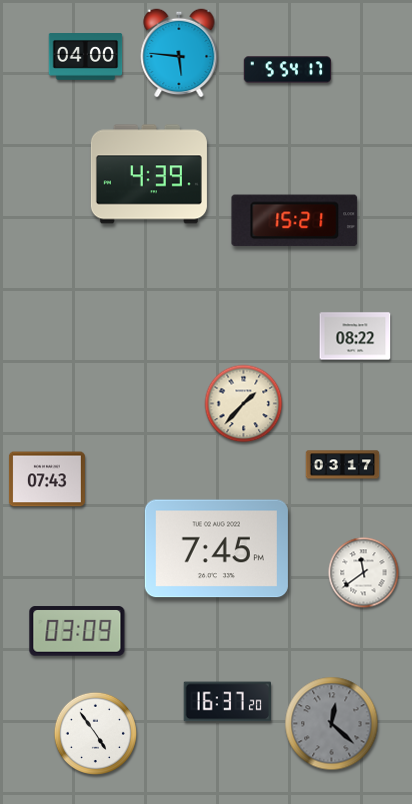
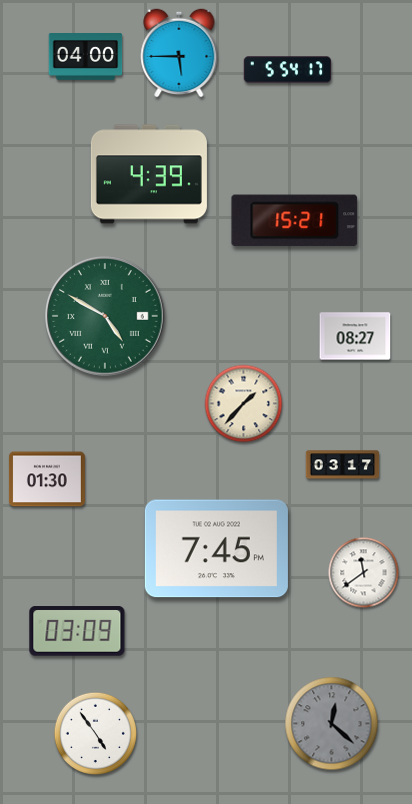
clock at (179, 53): 5:46 -> 5:45
clock at (105, 316): none -> 4:50
clock at (355, 336): 08:22 -> 08:27
clock at (47, 479): 07:43 -> 01:30
clock at (227, 702): 16:37 -> none
